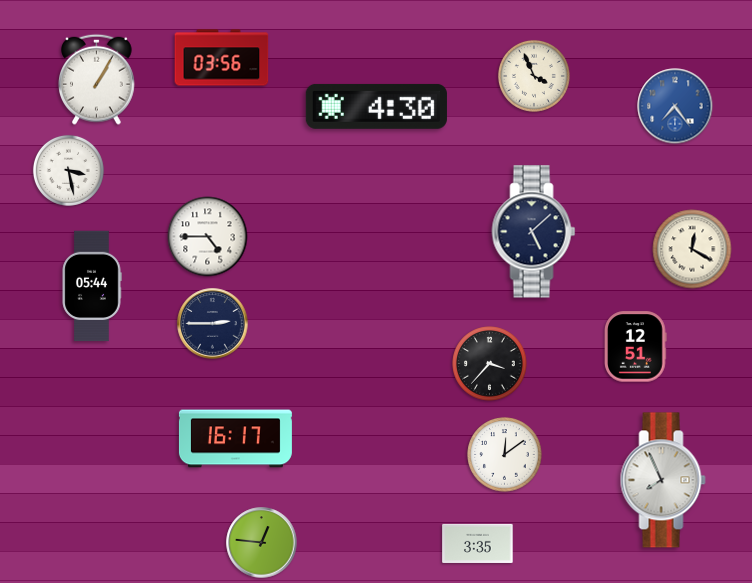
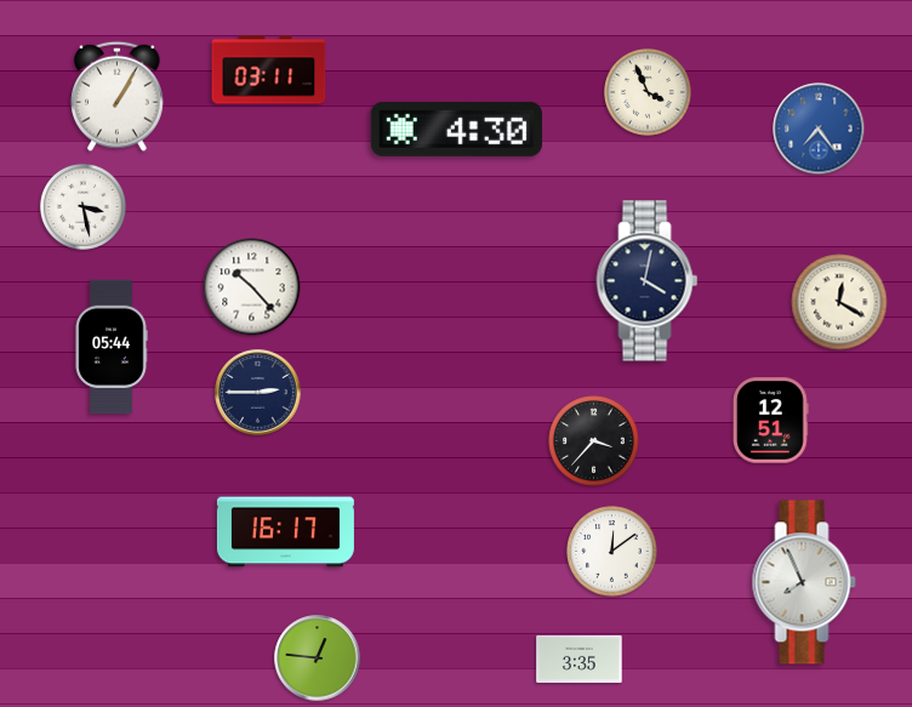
clock at (222, 58): 03:56 -> 03:11
clock at (534, 232): 5:08 -> 4:02
clock at (208, 237): 4:45 -> 10:23
